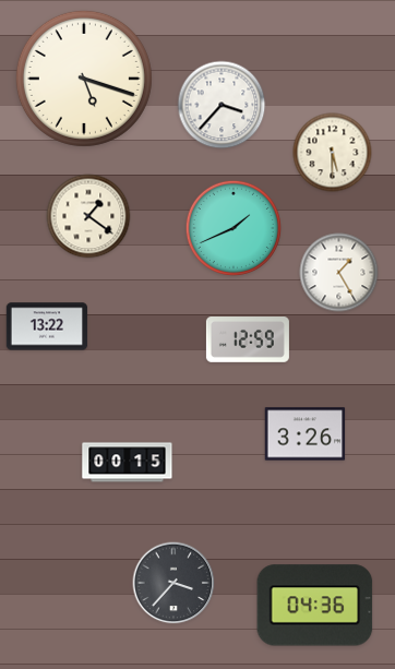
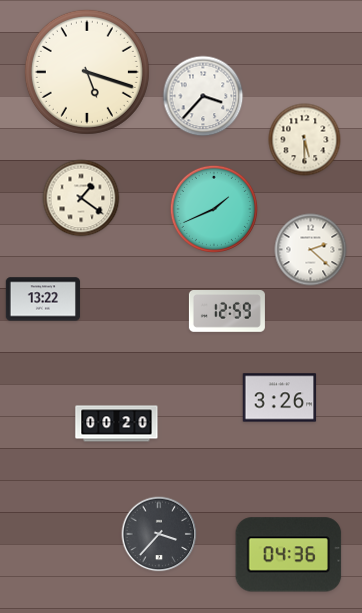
clock at (84, 79) position: (84, 79) -> (87, 72)
clock at (339, 273): 1:25 -> 2:22
clock at (128, 463): 00:15 -> 00:20
